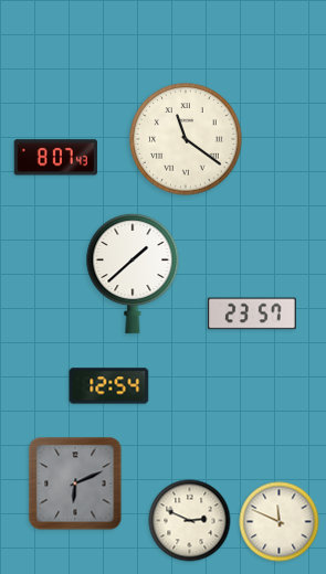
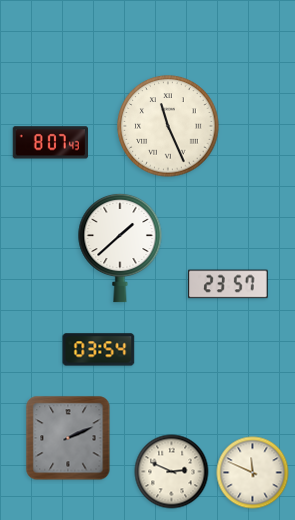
clock at (186, 139): 11:21 -> 11:26
clock at (109, 386): 12:54 -> 03:54
clock at (75, 483): 6:11 -> 2:11
